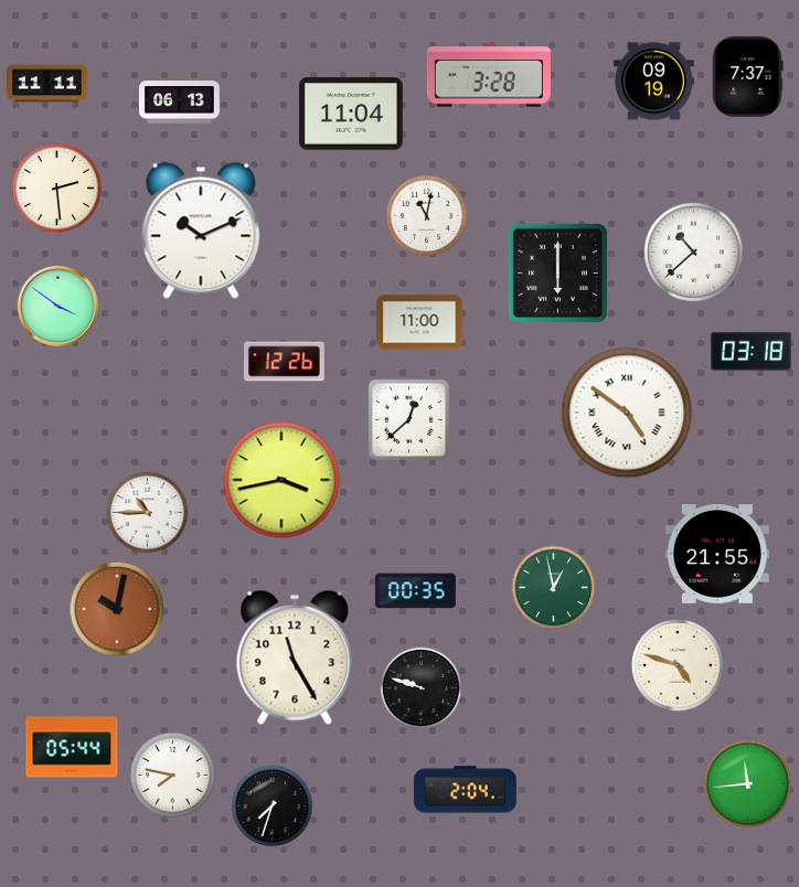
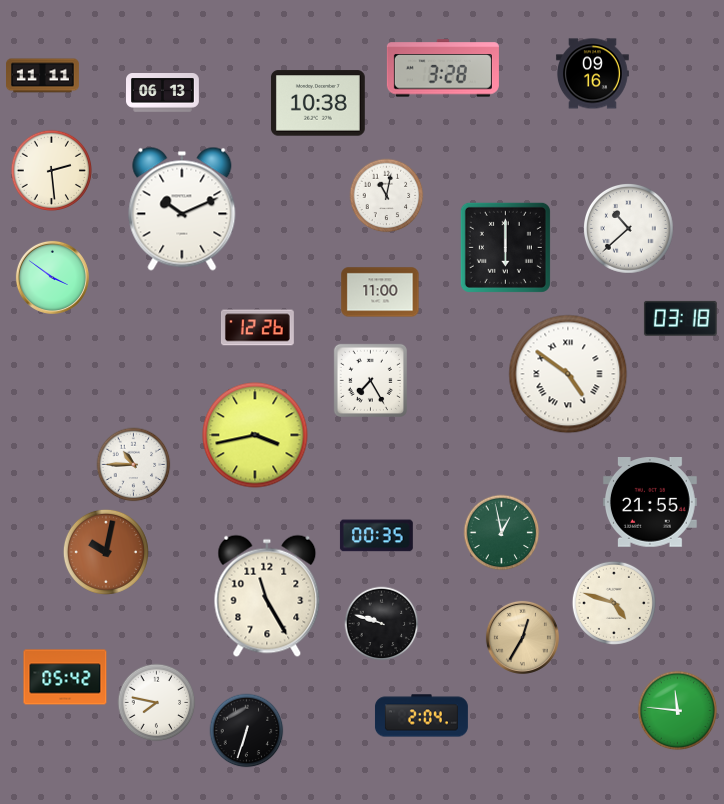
clock at (747, 76): 7:37 -> none
clock at (653, 82): 09:19 -> 09:16
clock at (351, 114): 11:04 -> 10:38
clock at (408, 419): 12:38 -> 7:25
clock at (522, 637): none -> 12:35
clock at (72, 747): 05:44 -> 05:42
clock at (748, 784): 11:44 -> 11:46
clock at (273, 806): 7:33 -> 6:33
